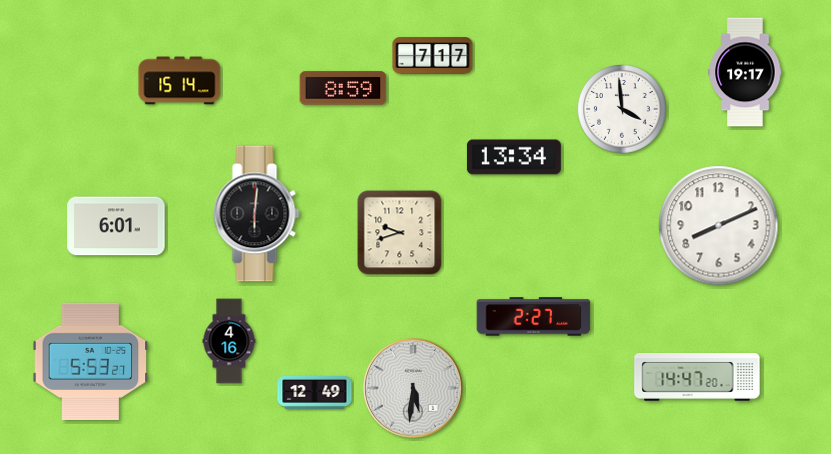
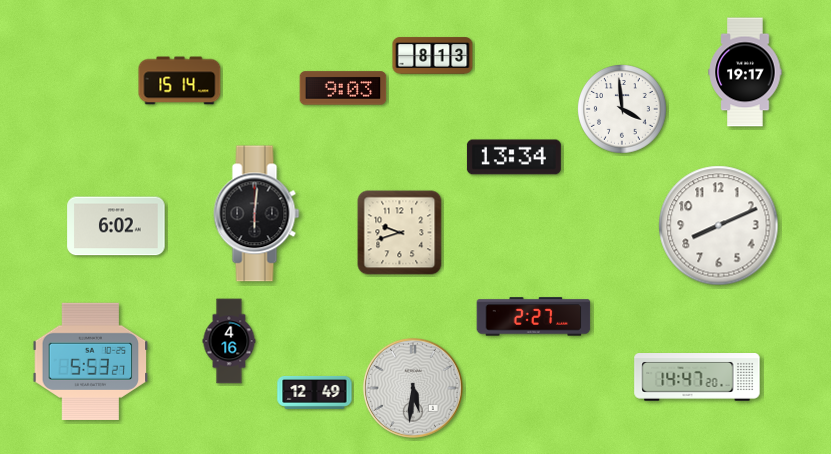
clock at (433, 56): 7:17 -> 8:13
clock at (343, 88): 8:59 -> 9:03
clock at (116, 226): 6:01 -> 6:02
